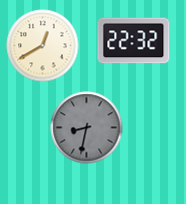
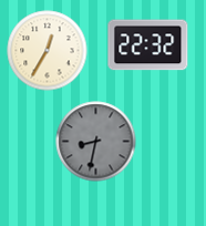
clock at (43, 46): 12:40 -> 12:35
